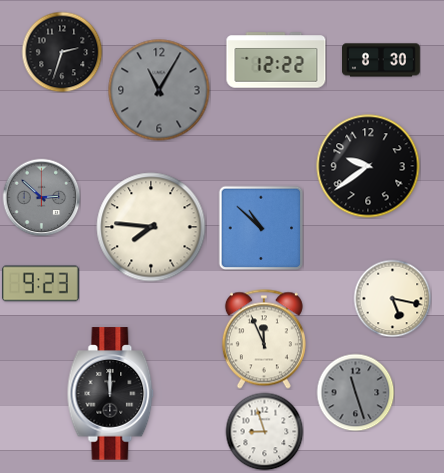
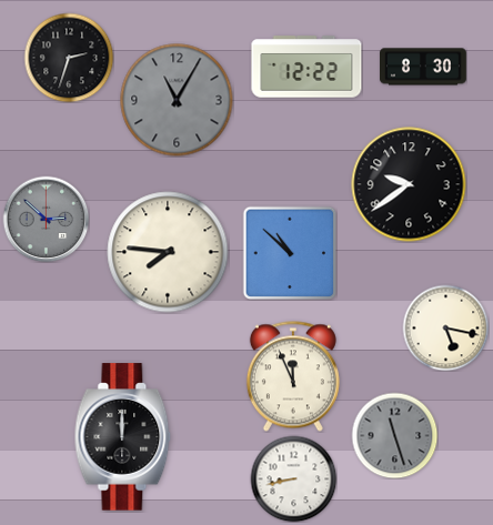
clock at (40, 284): 9:23 -> none
clock at (392, 298) position: (392, 298) -> (445, 327)
clock at (264, 431): 8:57 -> 8:43
